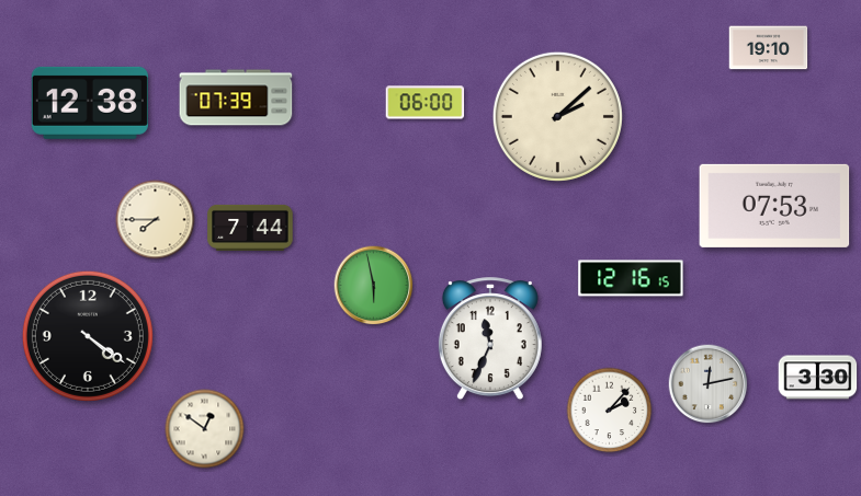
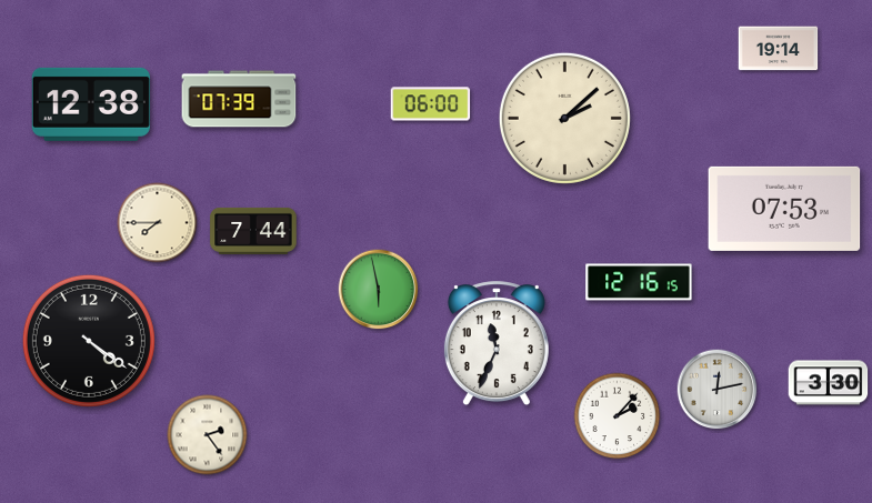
clock at (769, 48): 19:10 -> 19:14
clock at (205, 429): 12:51 -> 2:24
